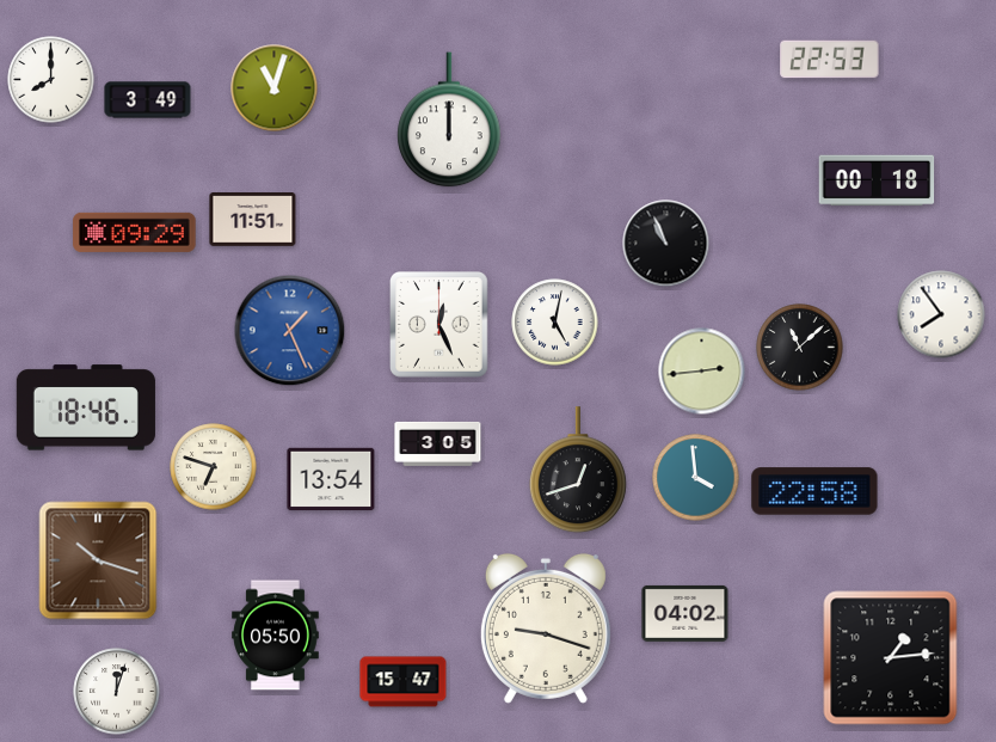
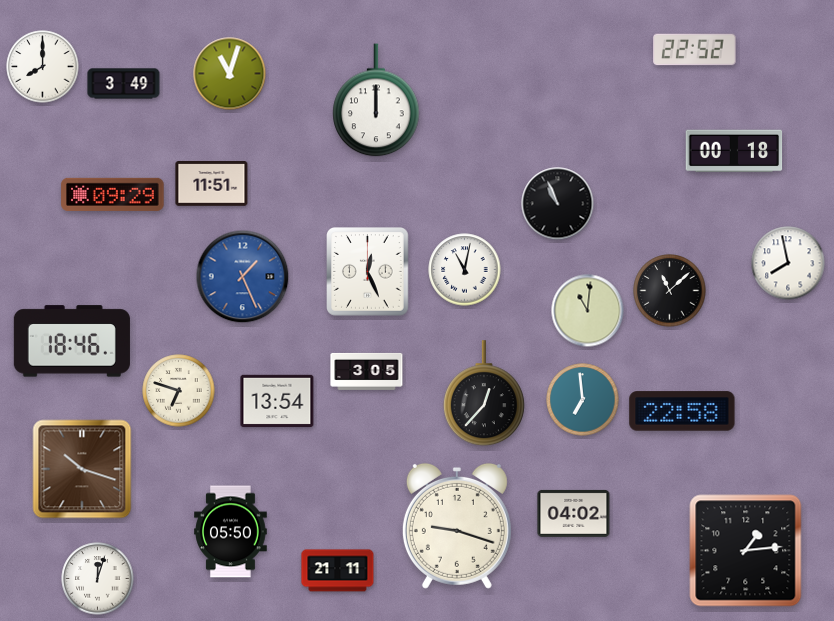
clock at (830, 60): 22:53 -> 22:52
clock at (941, 314): 7:54 -> 7:58
clock at (555, 323): 5:02 -> 11:02
clock at (702, 372): 2:44 -> 11:01
clock at (578, 471): 12:42 -> 12:37
clock at (696, 478): 3:59 -> 6:59
clock at (404, 682): 15:47 -> 21:11
